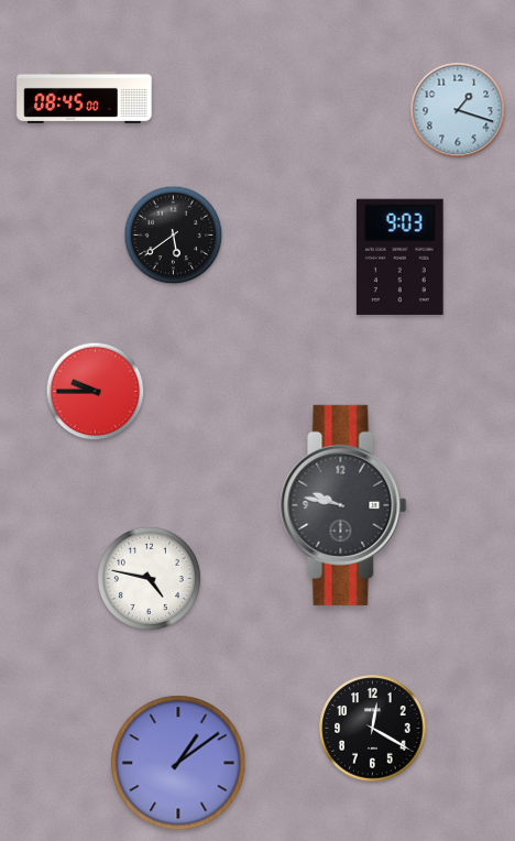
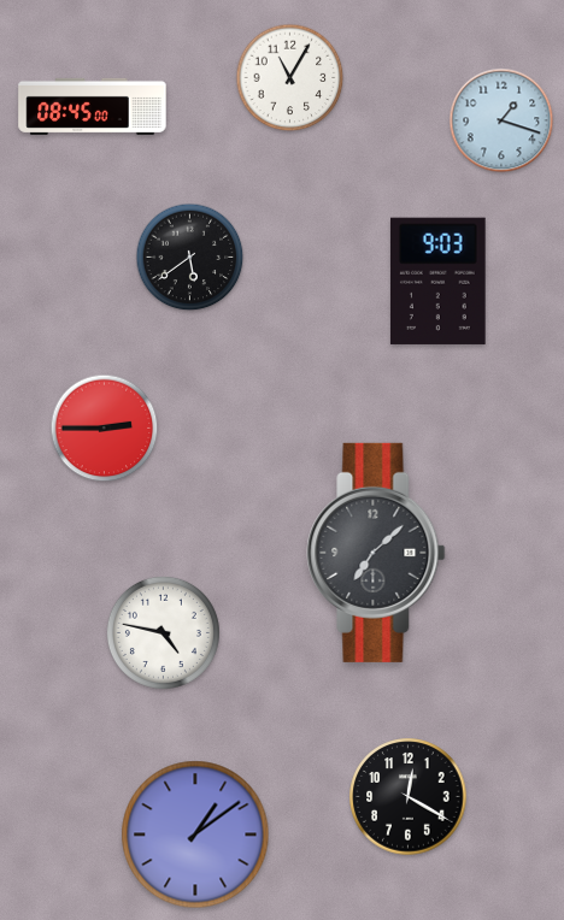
clock at (290, 78): none -> 11:05
clock at (96, 392): 9:45 -> 2:45
clock at (343, 505): 9:47 -> 7:08
